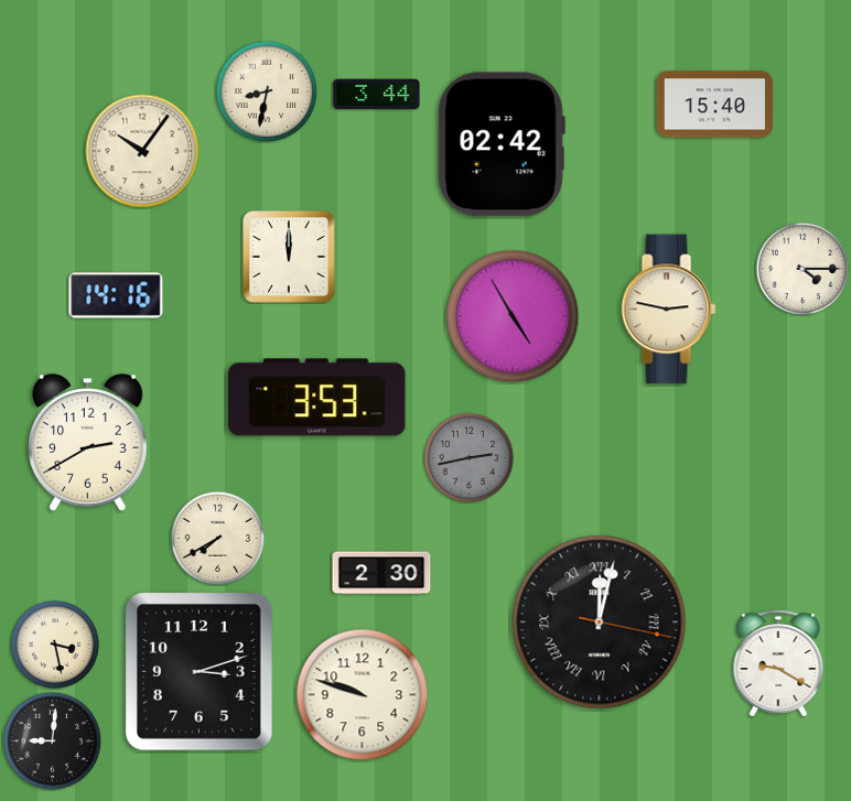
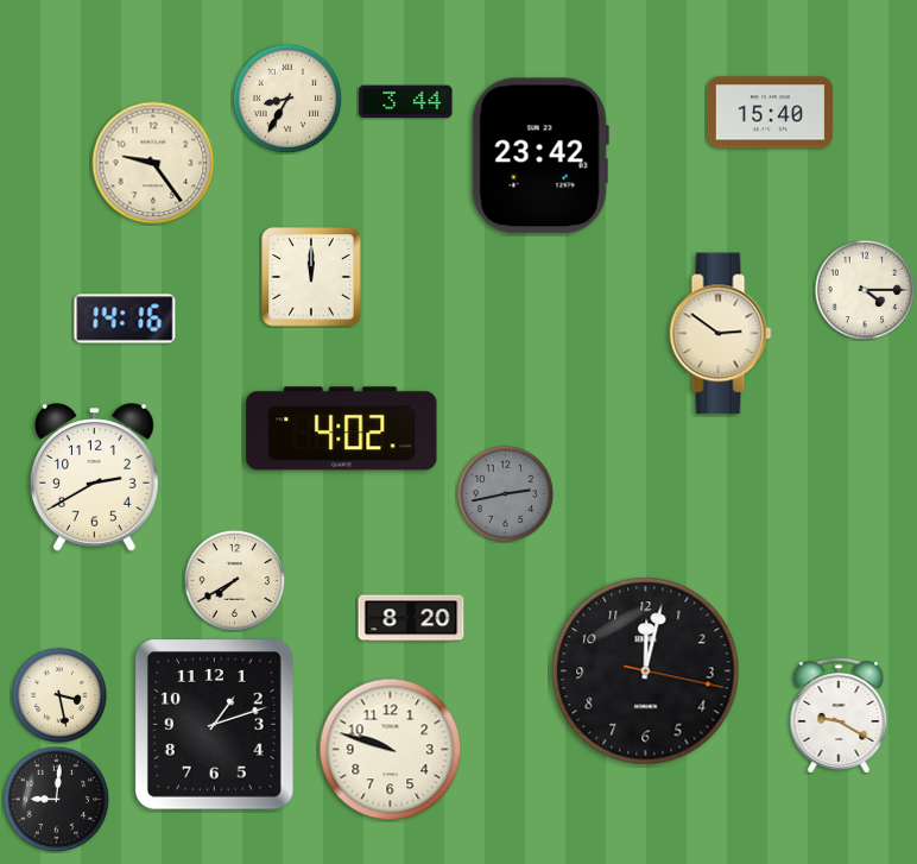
clock at (267, 91): 8:32 -> 8:35
clock at (502, 144): 02:42 -> 23:42
clock at (142, 151): 10:06 -> 9:24
clock at (669, 310): 2:47 -> 2:51
clock at (513, 316): 4:55 -> none
clock at (317, 398): 3:53 -> 4:02
clock at (381, 573): 2:30 -> 8:20
clock at (600, 623) numerals: Roman -> Arabic
clock at (200, 672): 3:12 -> 1:12
